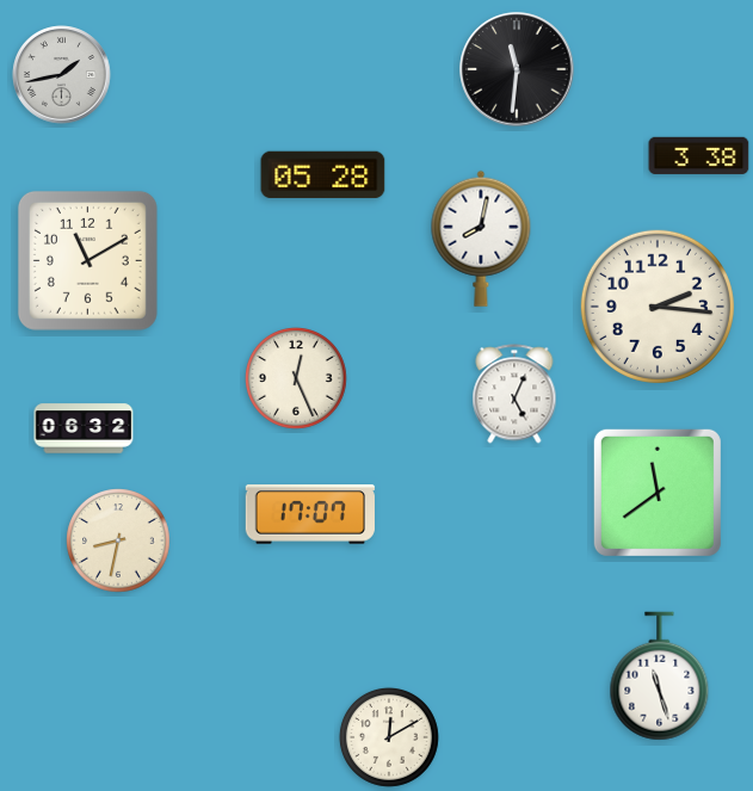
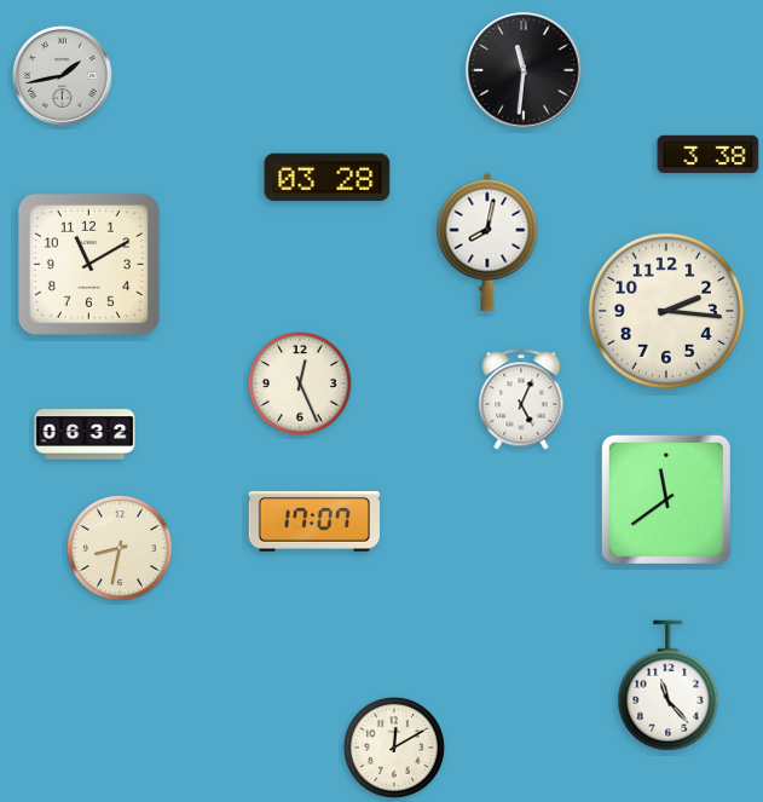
clock at (699, 155) position: (699, 155) -> (709, 154)
clock at (323, 175): 05:28 -> 03:28
clock at (660, 676): 11:27 -> 11:23
